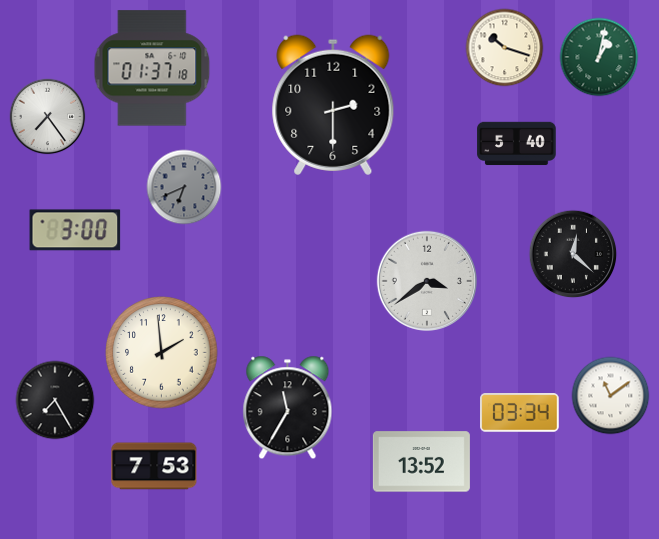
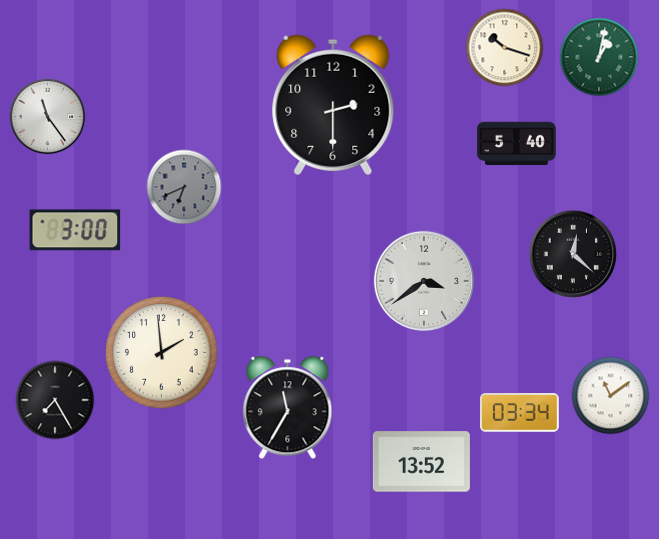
clock at (152, 68): 01:37 -> none
clock at (48, 117): 7:24 -> 11:24
clock at (426, 280) position: (426, 280) -> (423, 280)
clock at (154, 466): 7:53 -> none
